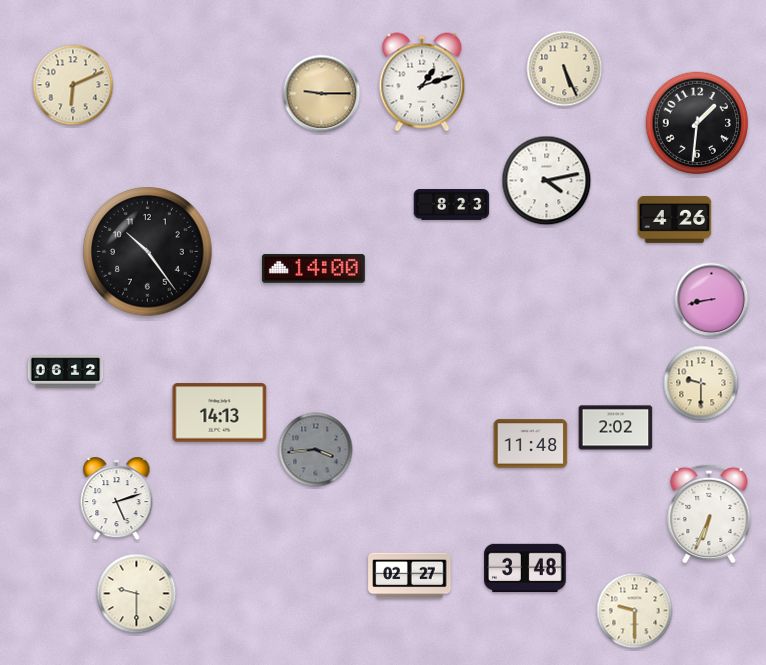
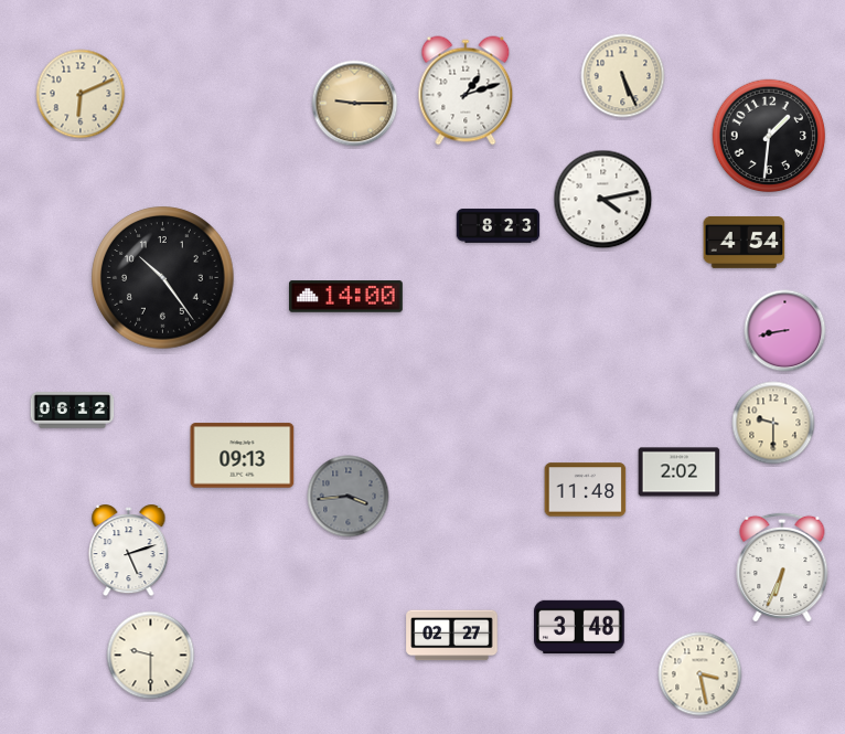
clock at (675, 219): 4:26 -> 4:54
clock at (220, 413): 14:13 -> 09:13
clock at (635, 611): 9:30 -> 3:28
